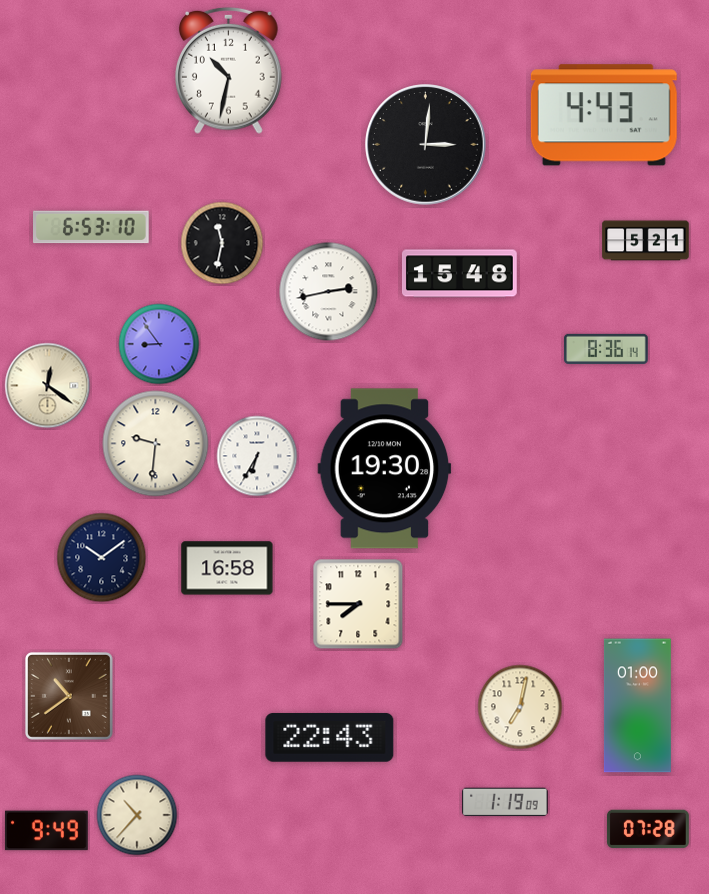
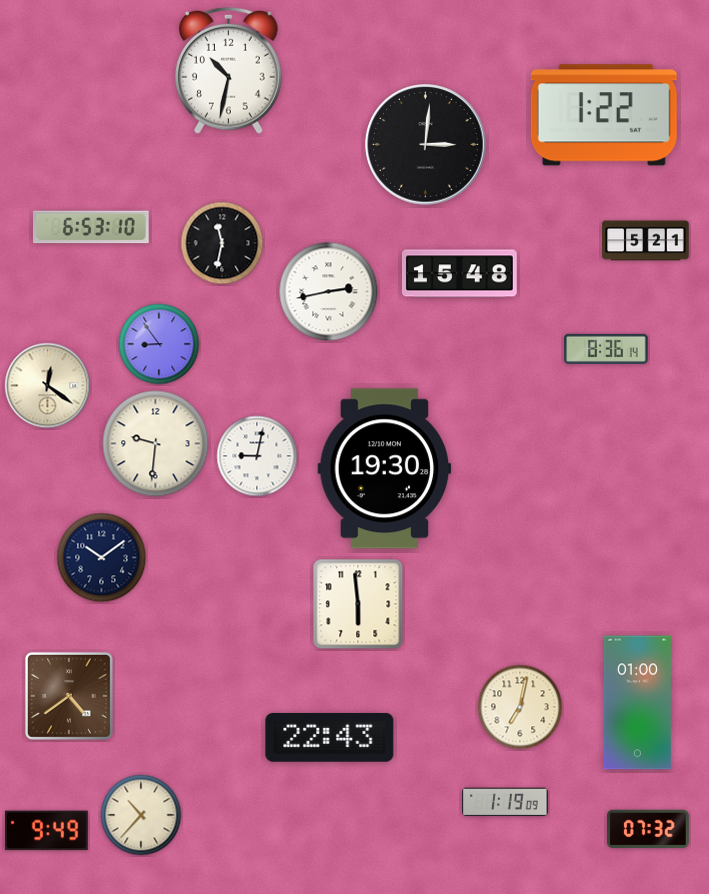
clock at (604, 115): 4:43 -> 1:22
clock at (257, 456): 6:35 -> 9:02
clock at (227, 568): 16:58 -> none
clock at (358, 604): 7:45 -> 5:59
clock at (69, 696): 10:39 -> 4:39
clock at (637, 706) position: (637, 706) -> (637, 703)
clock at (137, 815) position: (137, 815) -> (141, 815)
clock at (648, 829): 07:28 -> 07:32
